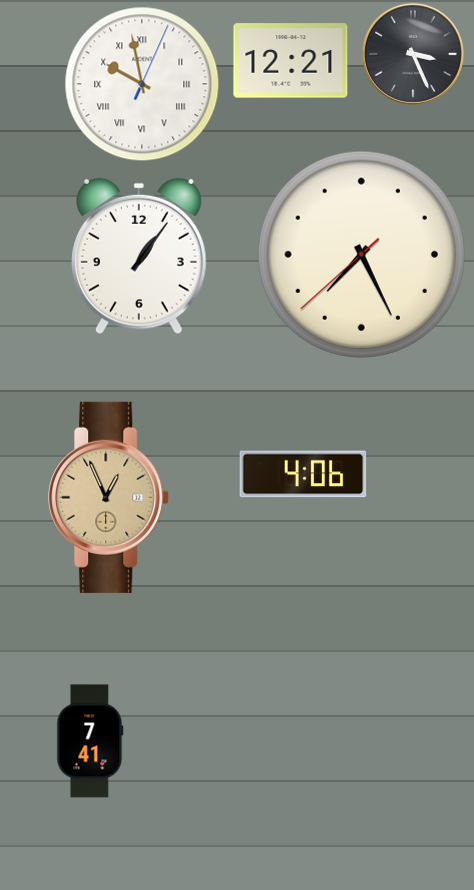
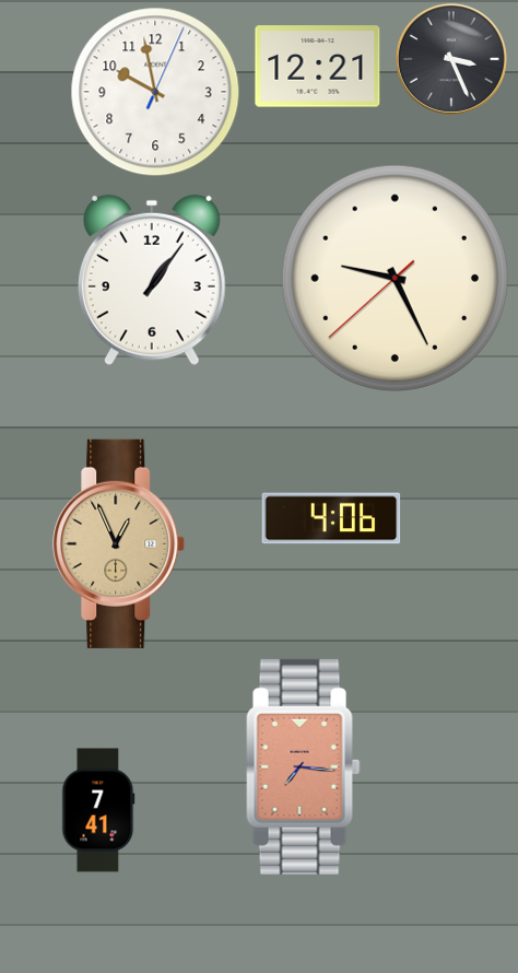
clock at (142, 84) numerals: Roman -> Arabic
clock at (361, 254): 7:25 -> 9:25
clock at (304, 766): none -> 7:16
